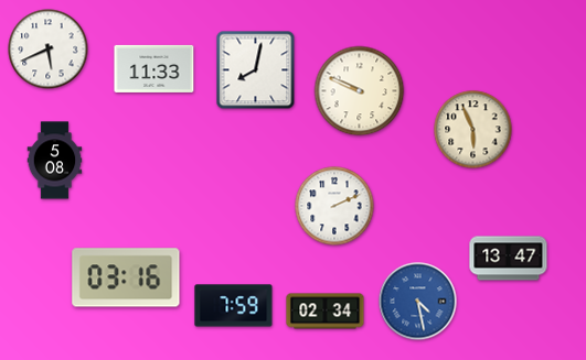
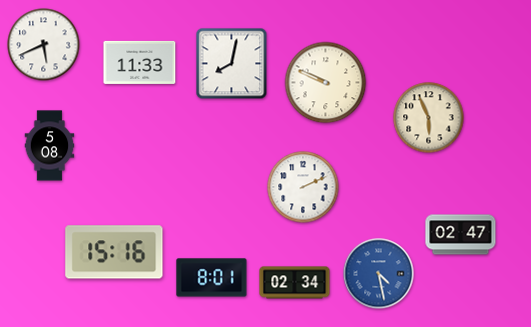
clock at (509, 259): 13:47 -> 02:47
clock at (126, 277): 03:16 -> 15:16
clock at (234, 306): 7:59 -> 8:01
